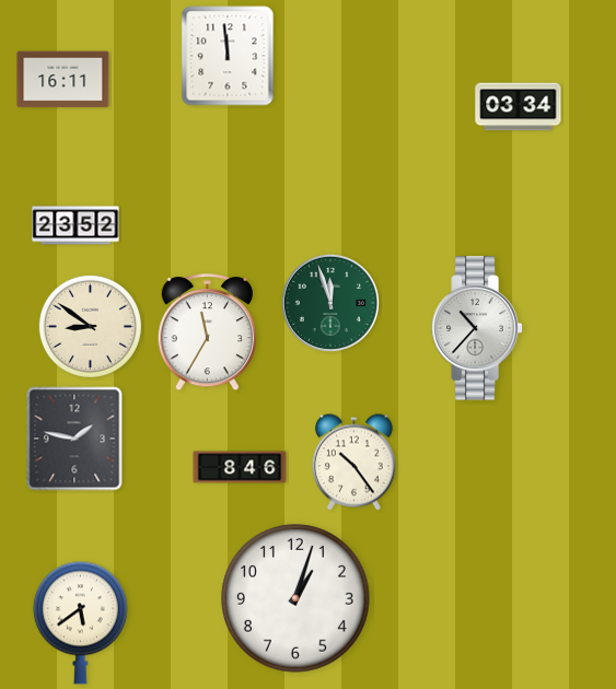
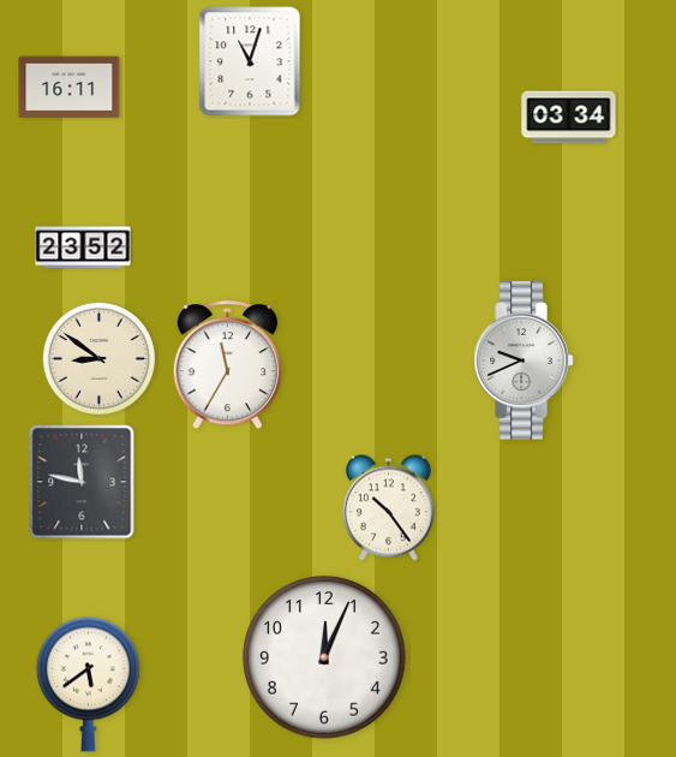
clock at (228, 56): 11:59 -> 11:03
clock at (330, 303): 11:57 -> none
clock at (477, 328): 10:37 -> 9:41
clock at (74, 439): 1:47 -> 11:47
clock at (240, 467): 8:46 -> none
clock at (295, 598): 1:03 -> 12:04
